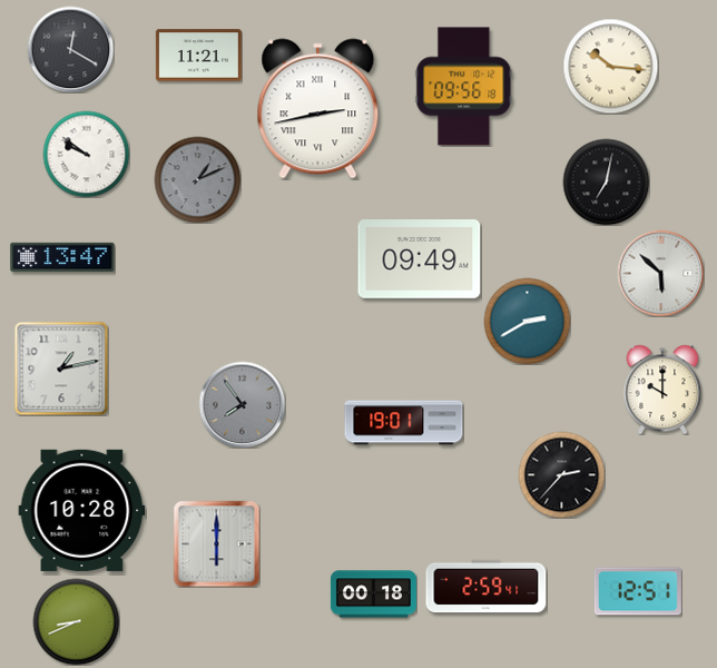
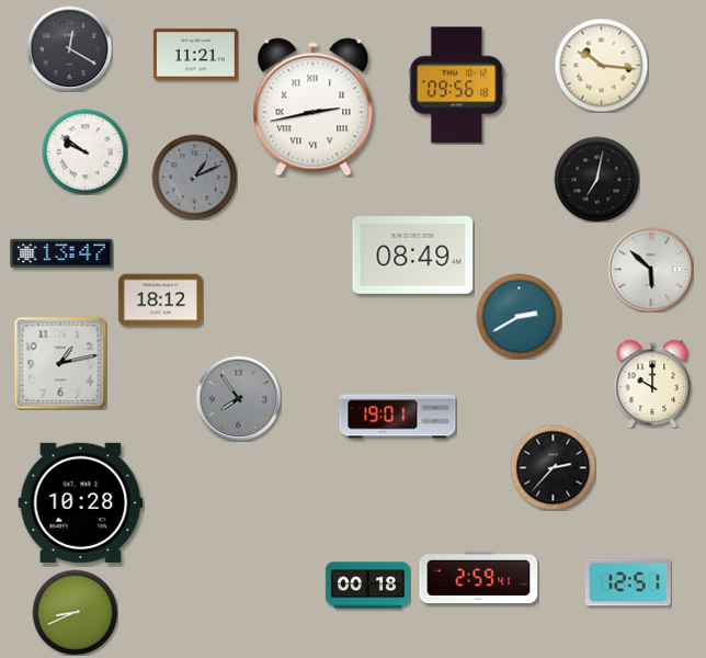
clock at (420, 259): 09:49 -> 08:49
clock at (160, 300): none -> 18:12
clock at (216, 543): 6:00 -> none
